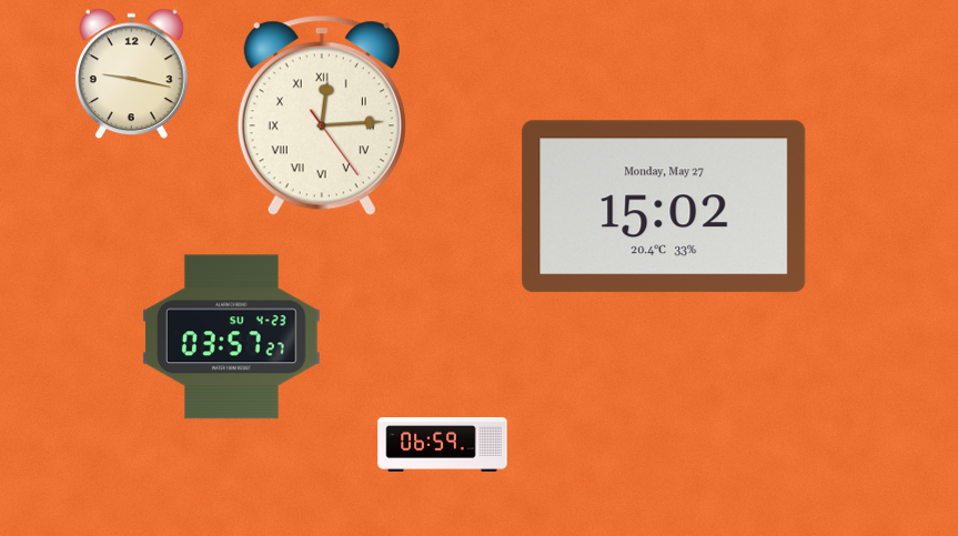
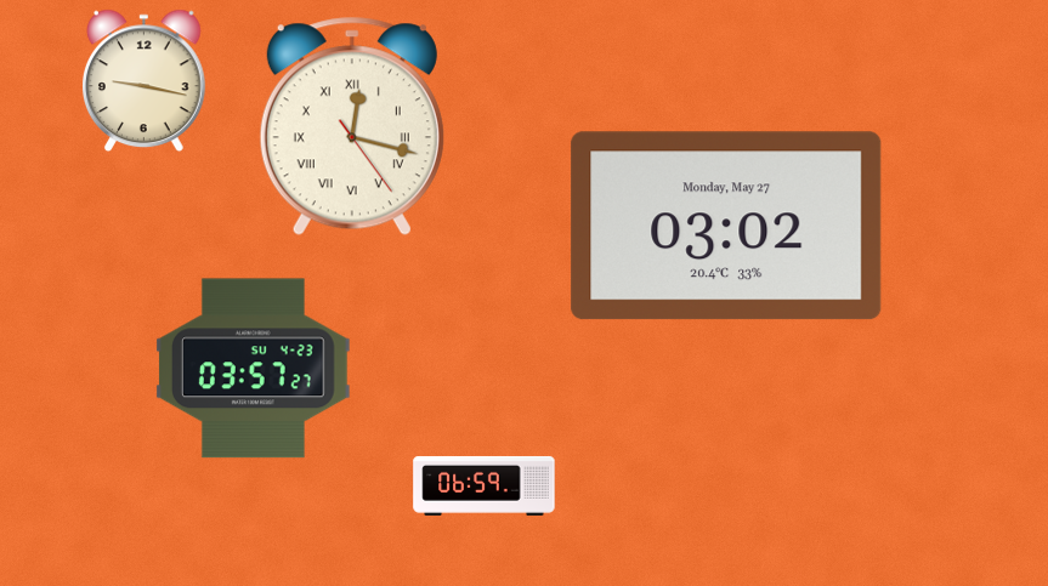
clock at (322, 115): 12:14 -> 12:17
clock at (664, 206): 15:02 -> 03:02
